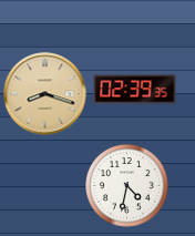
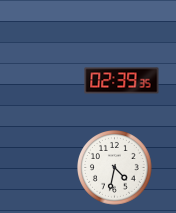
clock at (45, 94): 8:18 -> none
